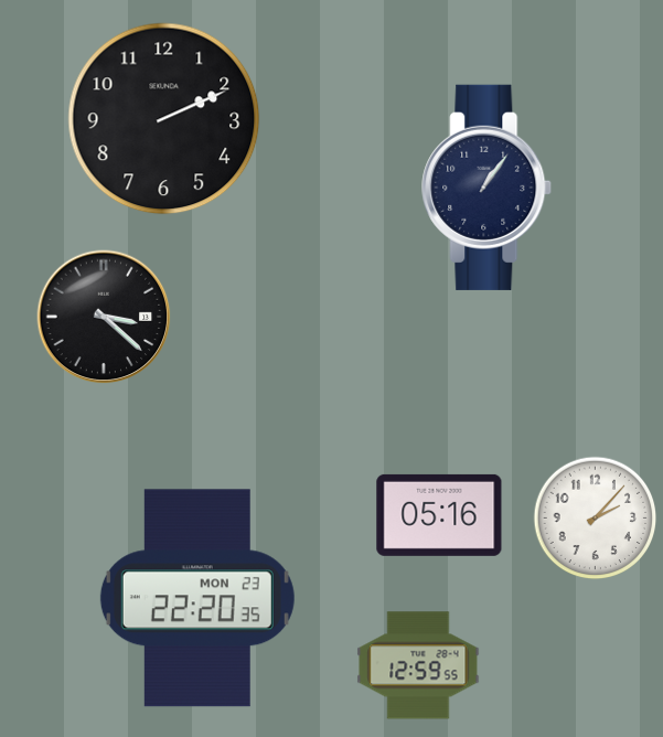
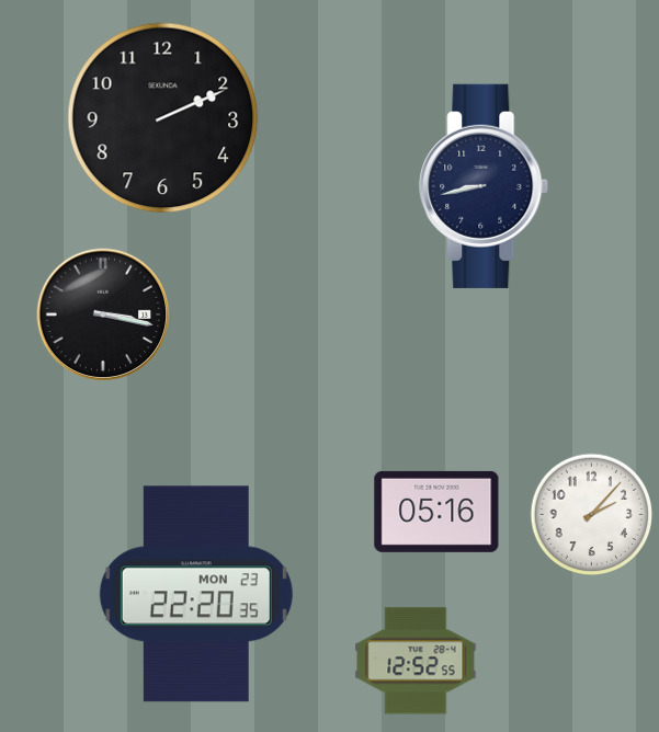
clock at (488, 188): 1:06 -> 8:43
clock at (104, 317): 3:22 -> 3:17
clock at (418, 665): 12:59 -> 12:52
